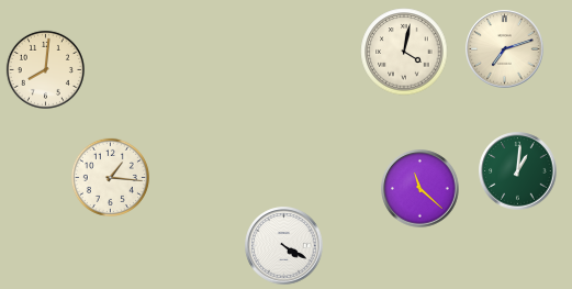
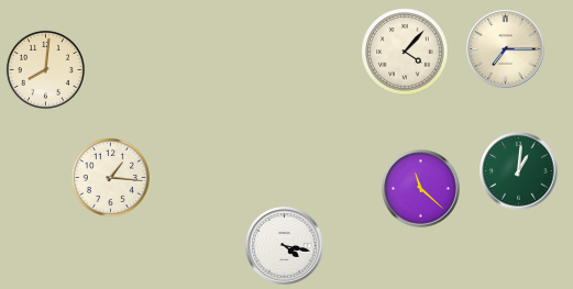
clock at (505, 49): 7:12 -> 7:15
clock at (404, 52): 4:02 -> 4:07
clock at (284, 246): 4:20 -> 4:17
